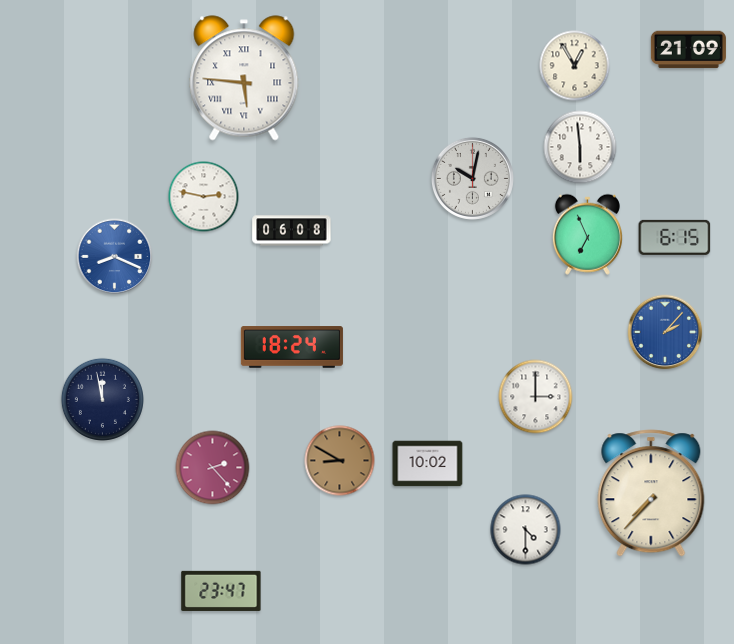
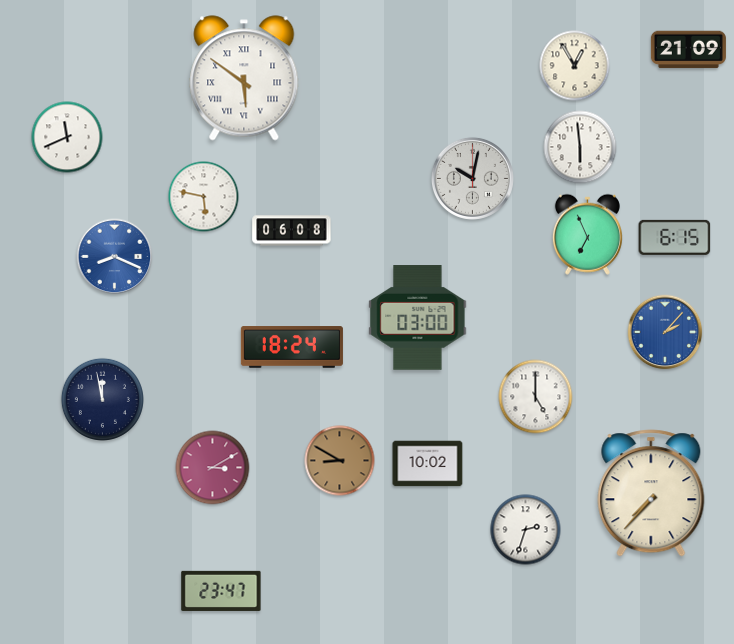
clock at (244, 78): 5:46 -> 5:51
clock at (67, 137): none -> 11:41
clock at (204, 197): 2:47 -> 5:47
clock at (418, 318): none -> 03:00
clock at (536, 397): 3:00 -> 5:00
clock at (213, 468): 2:23 -> 3:10
clock at (526, 530): 4:30 -> 2:33
